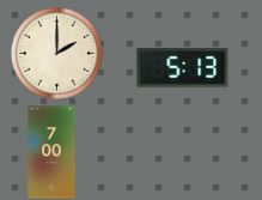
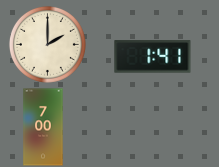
clock at (183, 68): 5:13 -> 1:41
